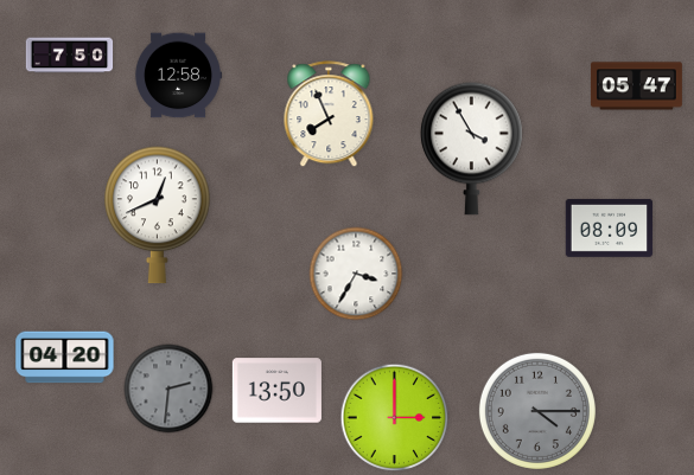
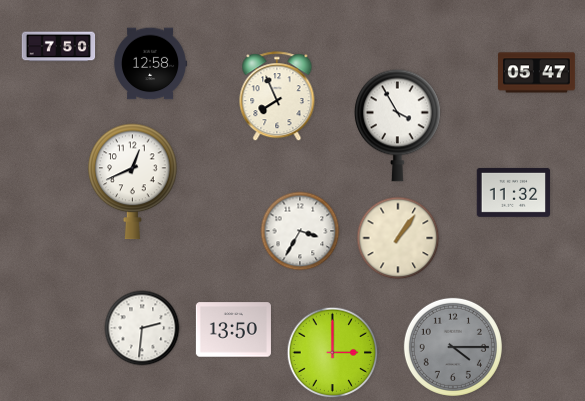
clock at (610, 227): 08:09 -> 11:32
clock at (398, 238): none -> 1:06
clock at (65, 358): 04:20 -> none
clock at (168, 389) dial: grey -> white
